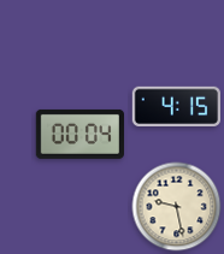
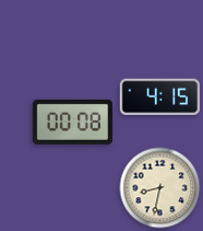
clock at (79, 134): 00:04 -> 00:08
clock at (177, 207): 9:28 -> 8:32
